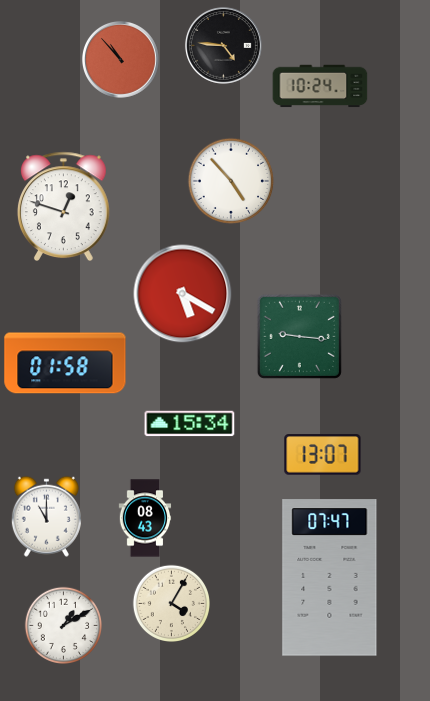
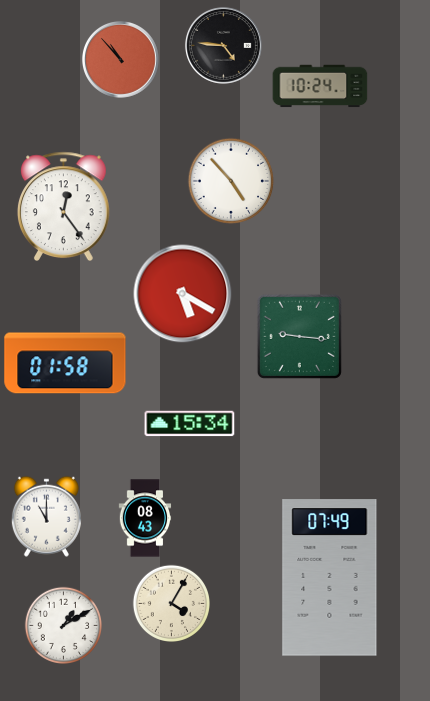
clock at (64, 206): 12:48 -> 12:24
clock at (323, 455): 13:07 -> none
clock at (330, 578): 07:47 -> 07:49
